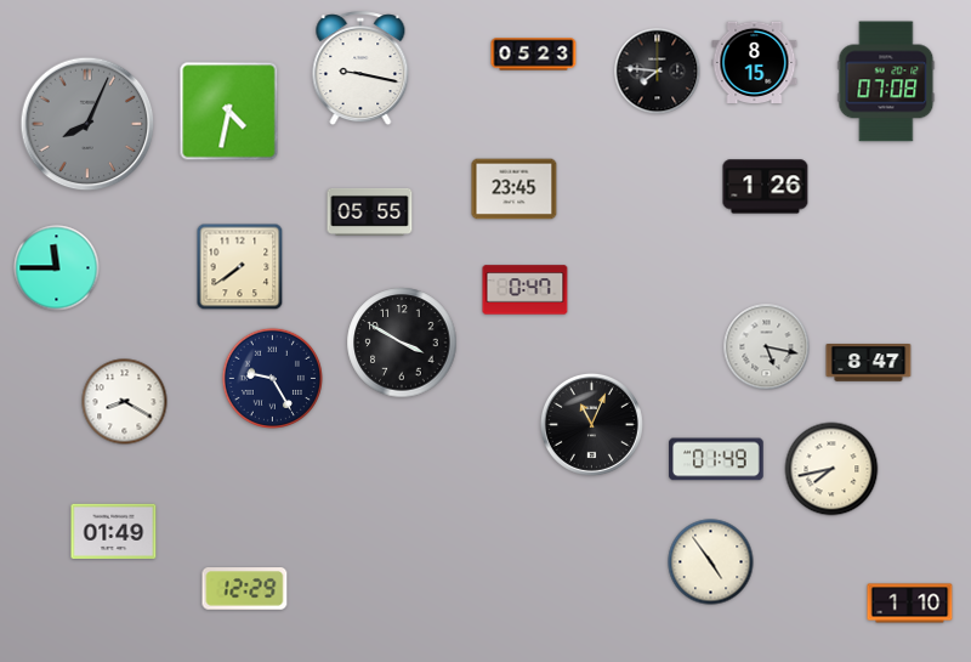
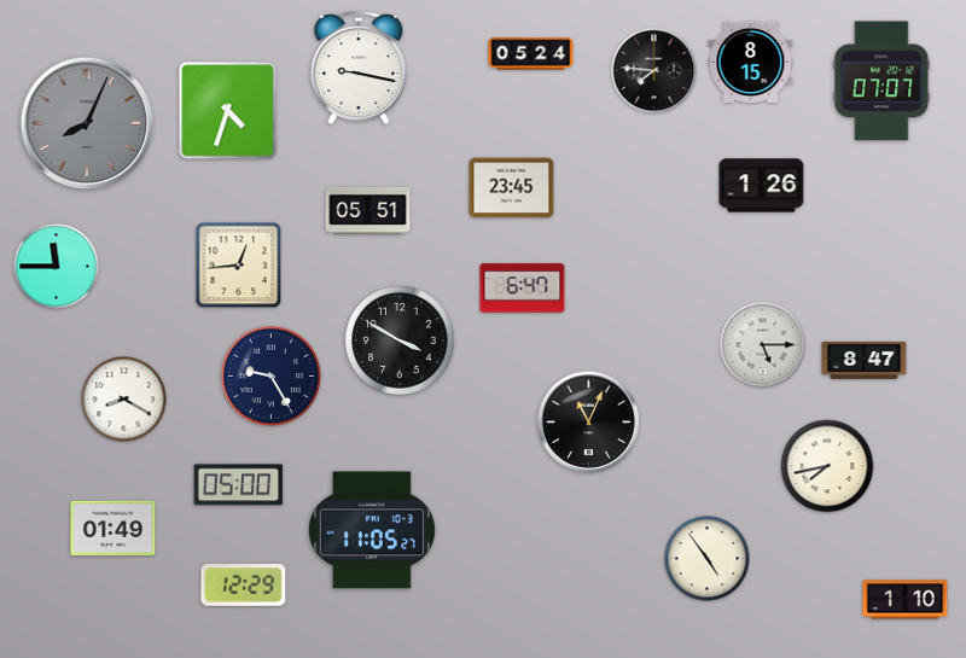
clock at (534, 55): 05:23 -> 05:24
clock at (886, 81): 07:08 -> 07:07
clock at (229, 112): 4:32 -> 4:33
clock at (370, 211): 05:55 -> 05:51
clock at (240, 267): 7:39 -> 12:44
clock at (526, 290): 0:47 -> 6:47
clock at (767, 347): 5:17 -> 5:15
clock at (716, 459): 01:49 -> none
clock at (239, 485): none -> 05:00
clock at (372, 530): none -> 11:05
